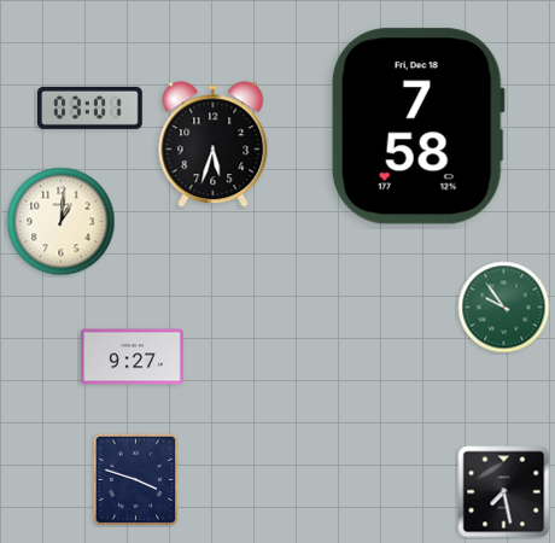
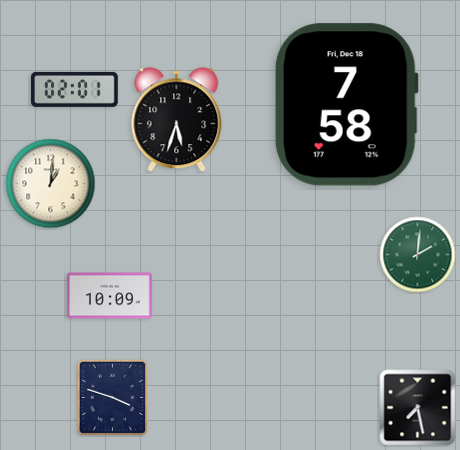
clock at (90, 107): 03:01 -> 02:01
clock at (504, 308): 9:54 -> 2:01
clock at (132, 357): 9:27 -> 10:09
